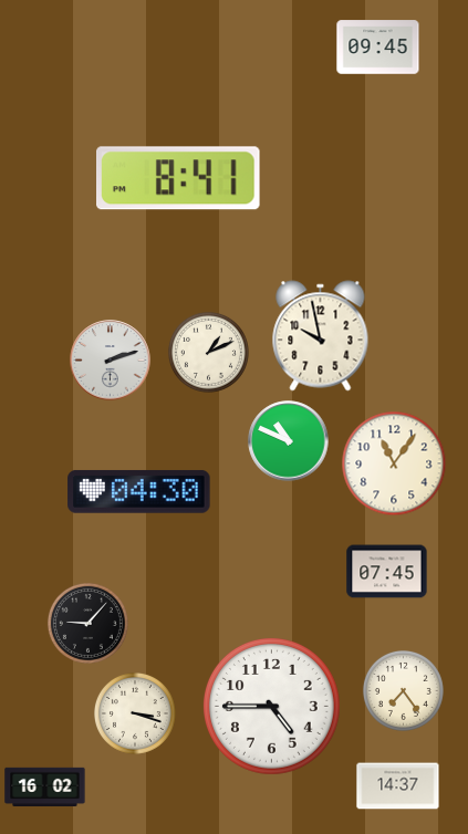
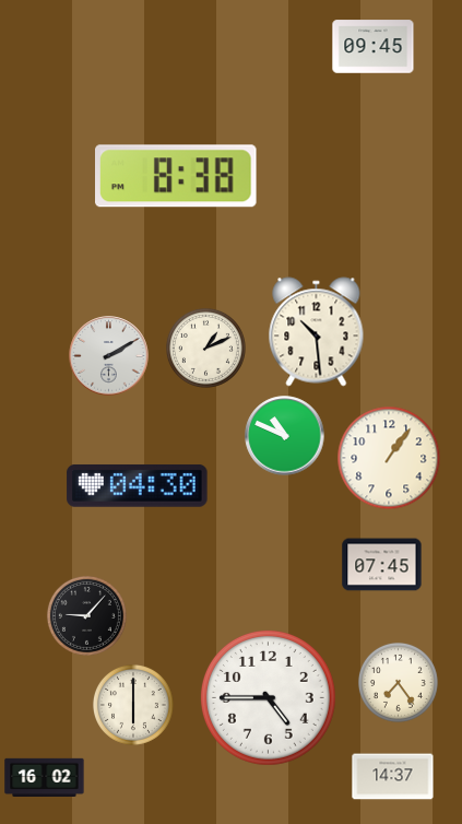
clock at (179, 178): 8:41 -> 8:38
clock at (321, 336): 9:58 -> 10:29
clock at (111, 361): 2:12 -> 2:10
clock at (394, 463): 11:06 -> 1:06
clock at (135, 713): 3:18 -> 6:00
